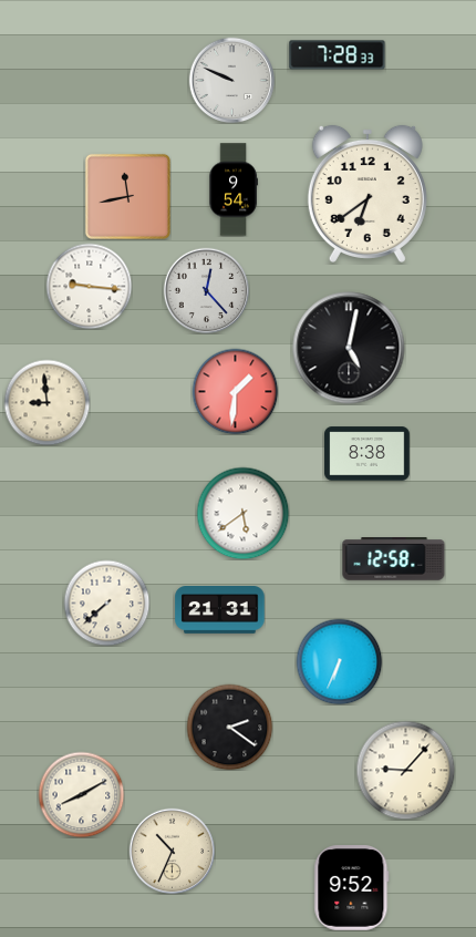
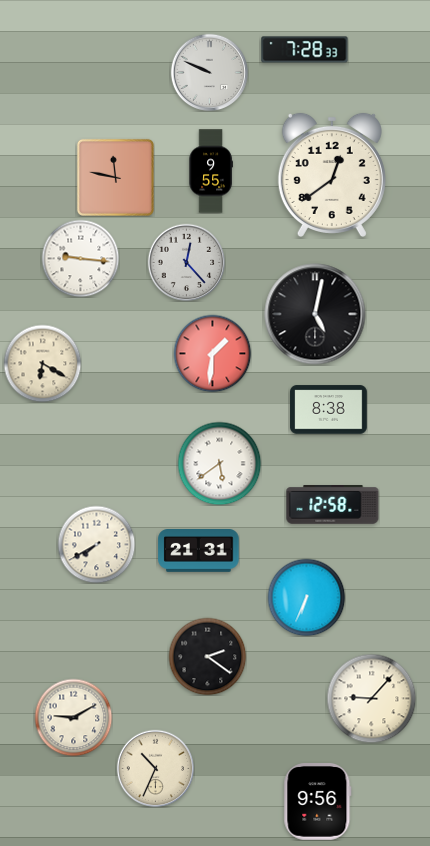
clock at (234, 189): 9:54 -> 9:55
clock at (368, 194): 6:39 -> 12:39
clock at (127, 196): 11:43 -> 11:47
clock at (46, 402): 8:59 -> 6:20
clock at (368, 454) position: (368, 454) -> (329, 410)
clock at (394, 559) position: (394, 559) -> (333, 505)
clock at (106, 603): 7:38 -> 7:40
clock at (405, 770) position: (405, 770) -> (371, 698)
clock at (81, 794): 8:10 -> 9:10
clock at (352, 888): 9:52 -> 9:56
